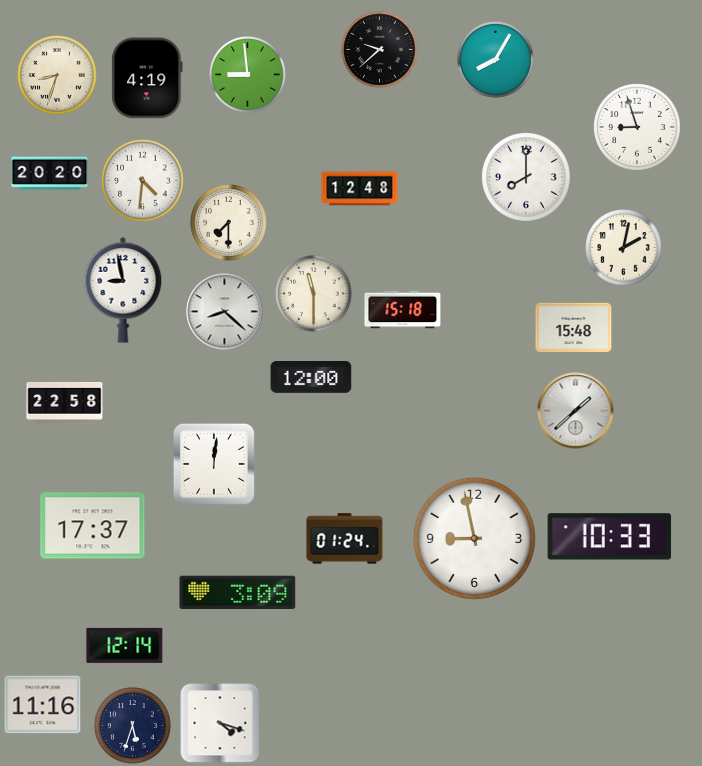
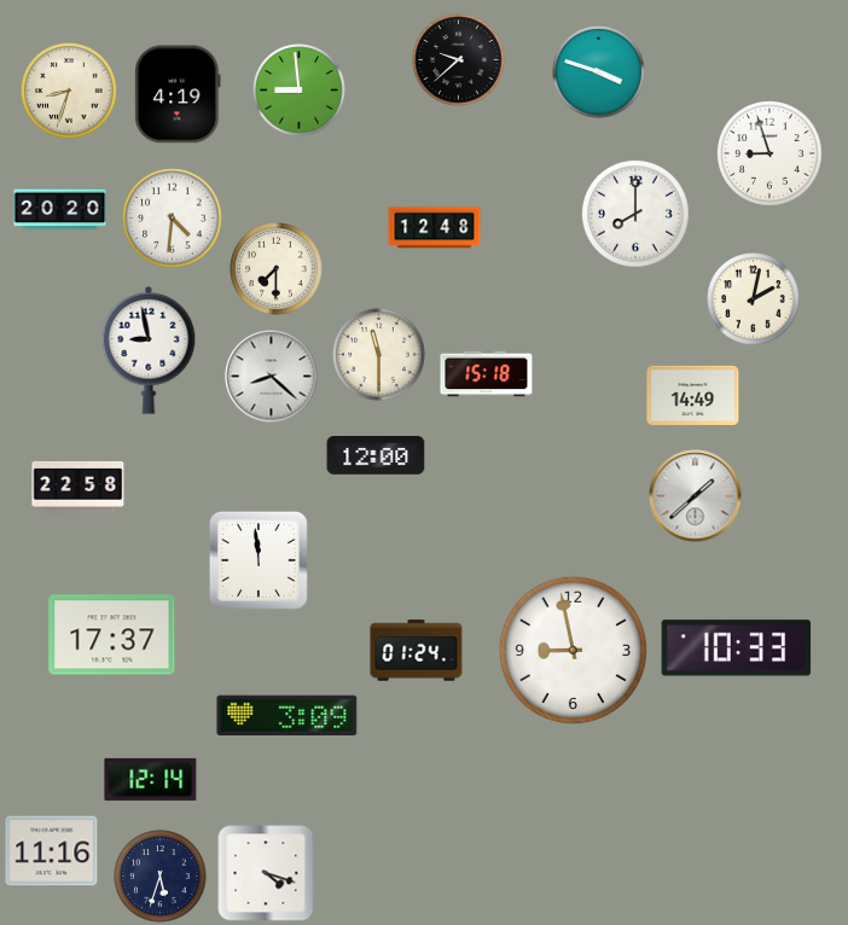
clock at (496, 60): 8:05 -> 3:48
clock at (574, 327): 15:48 -> 14:49
clock at (214, 464): 12:01 -> 11:59
